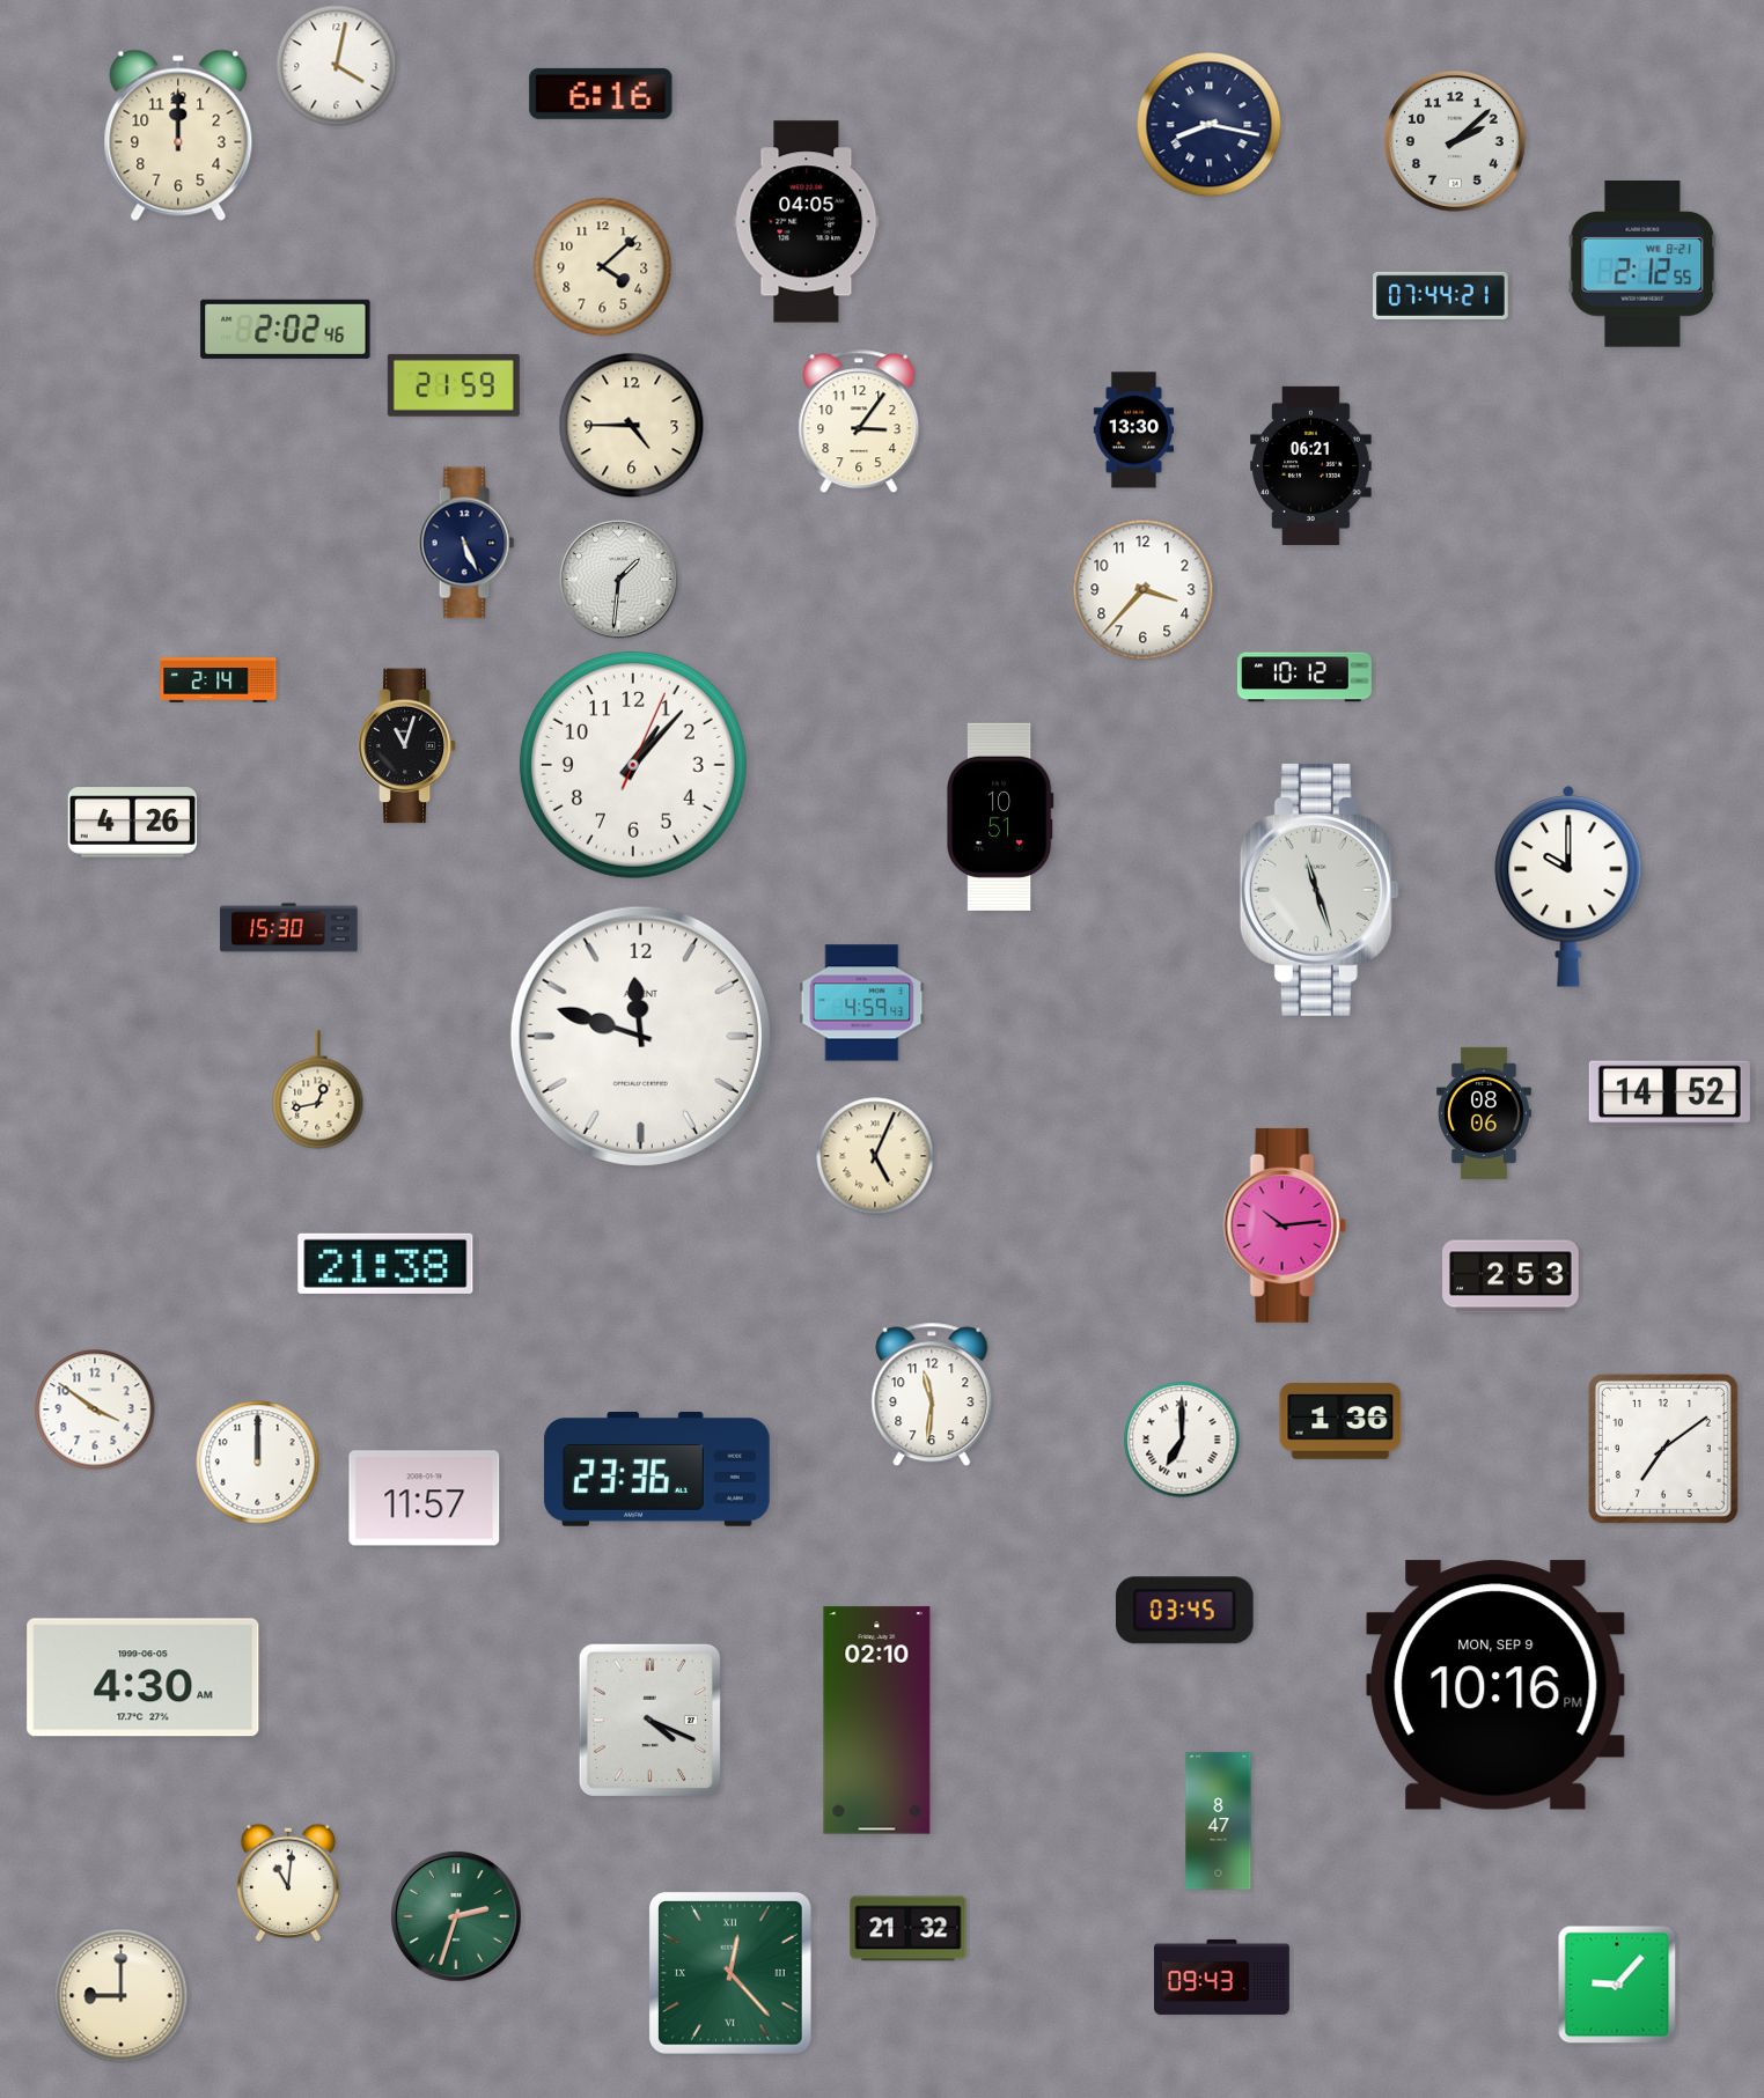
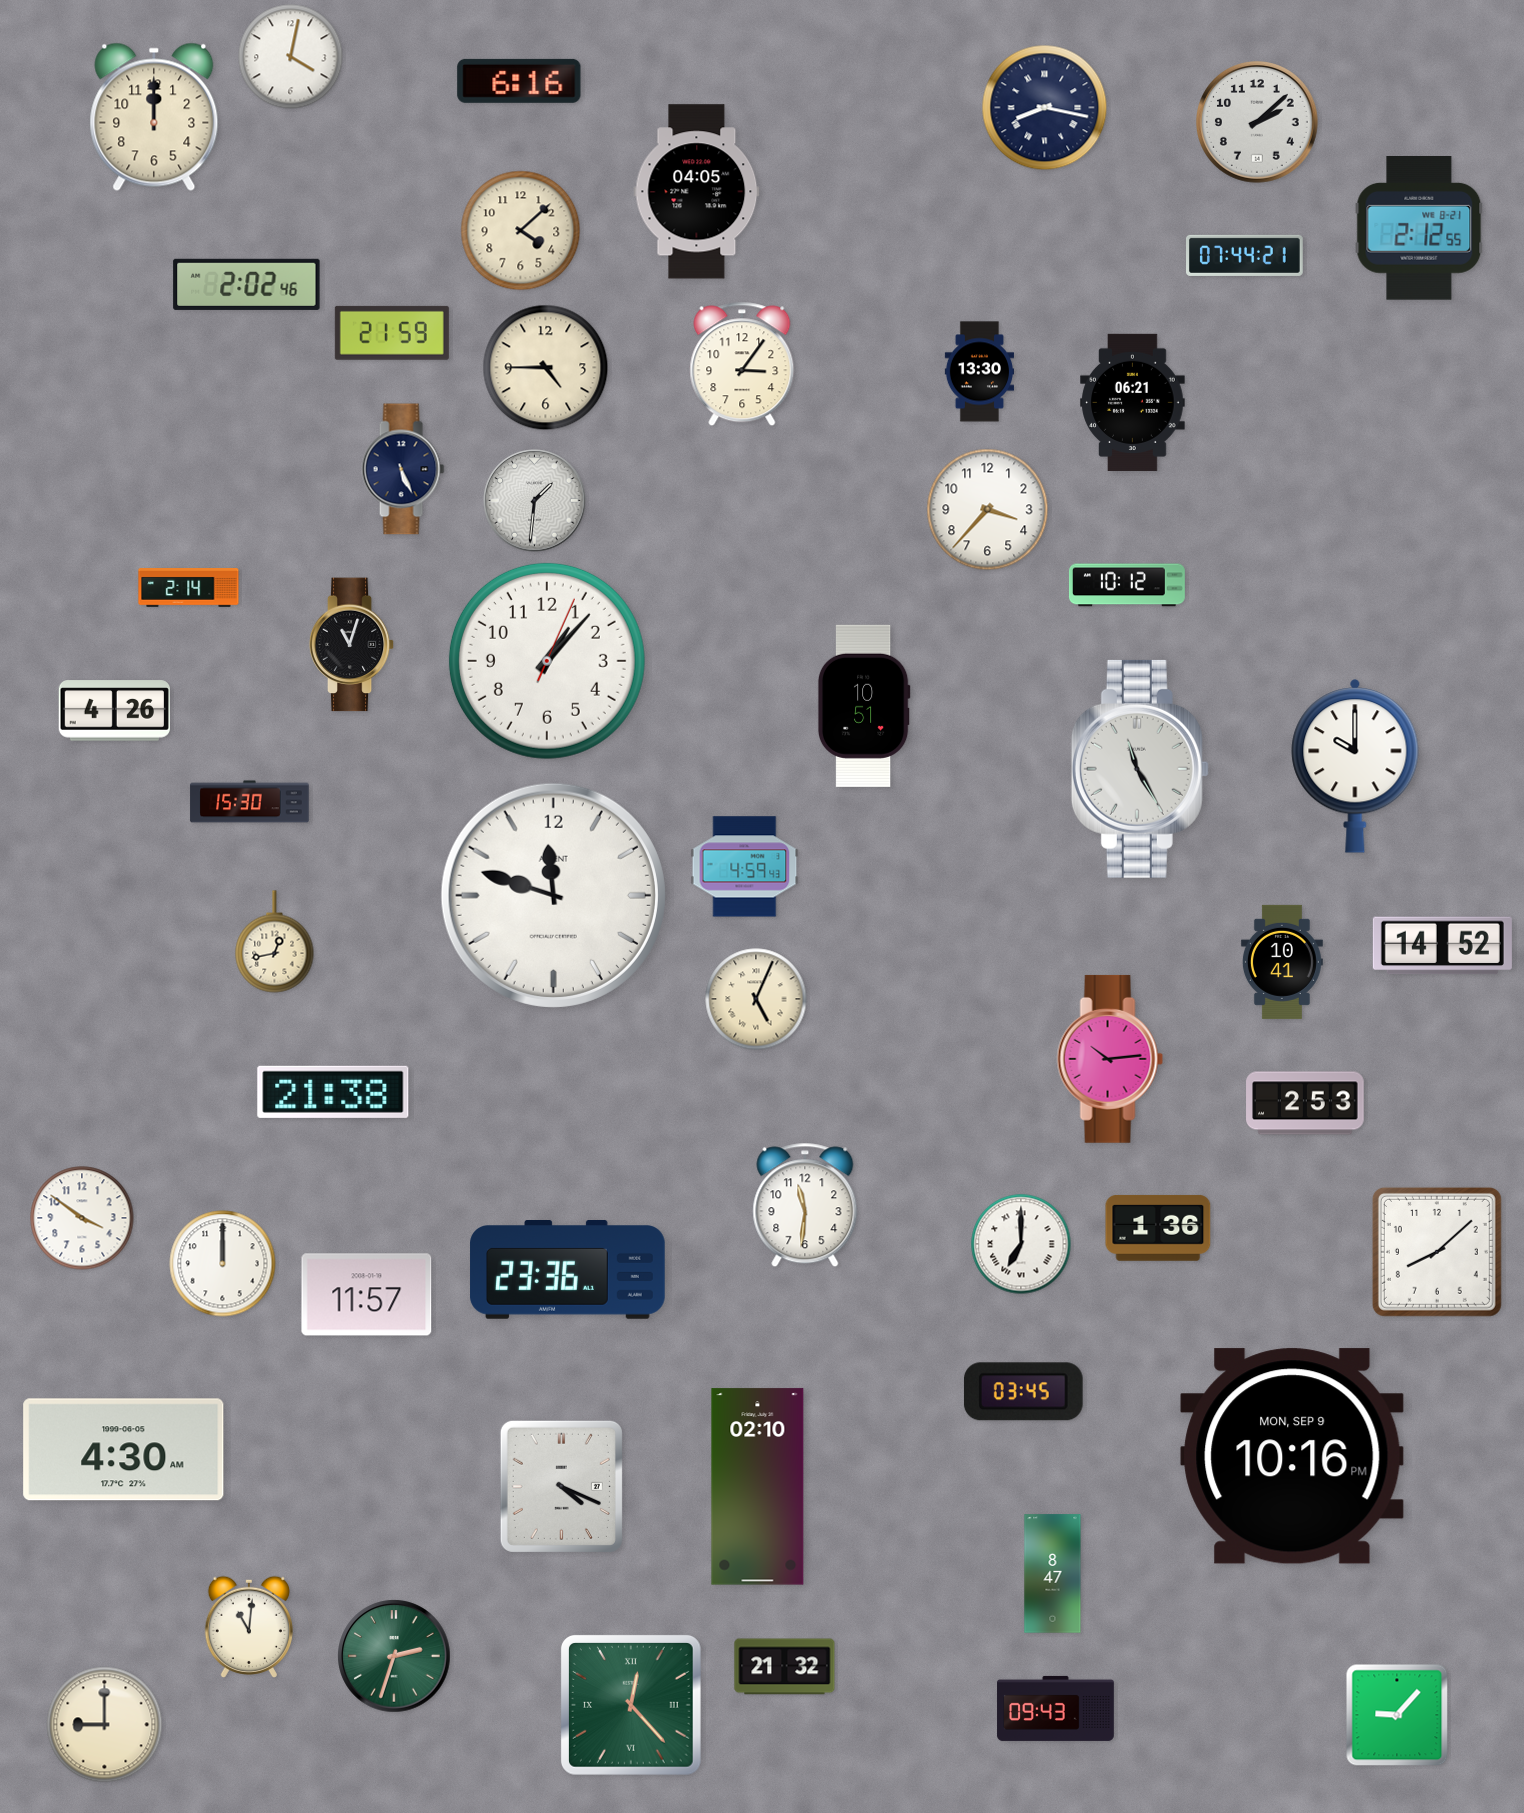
clock at (1320, 890): 11:27 -> 11:25
clock at (1484, 1113): 08:06 -> 10:41
clock at (1663, 1449): 7:09 -> 8:08
